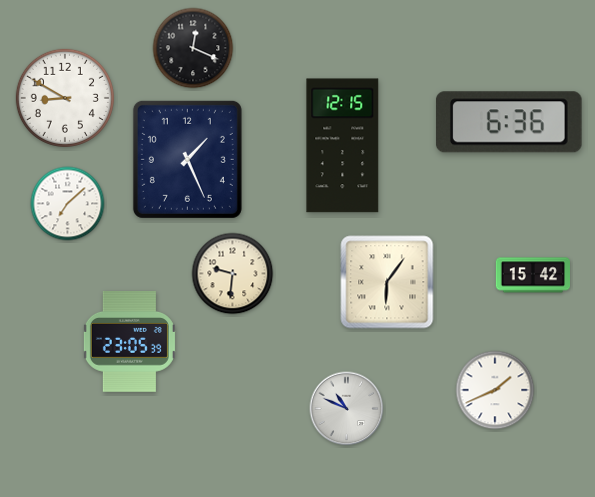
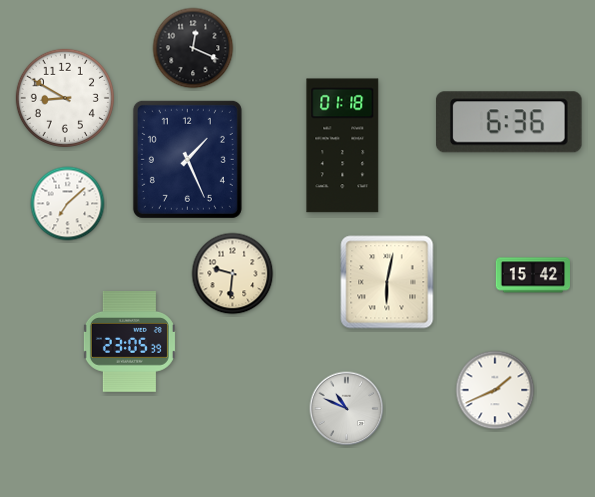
clock at (343, 146): 12:15 -> 01:18
clock at (387, 282): 6:06 -> 6:02
